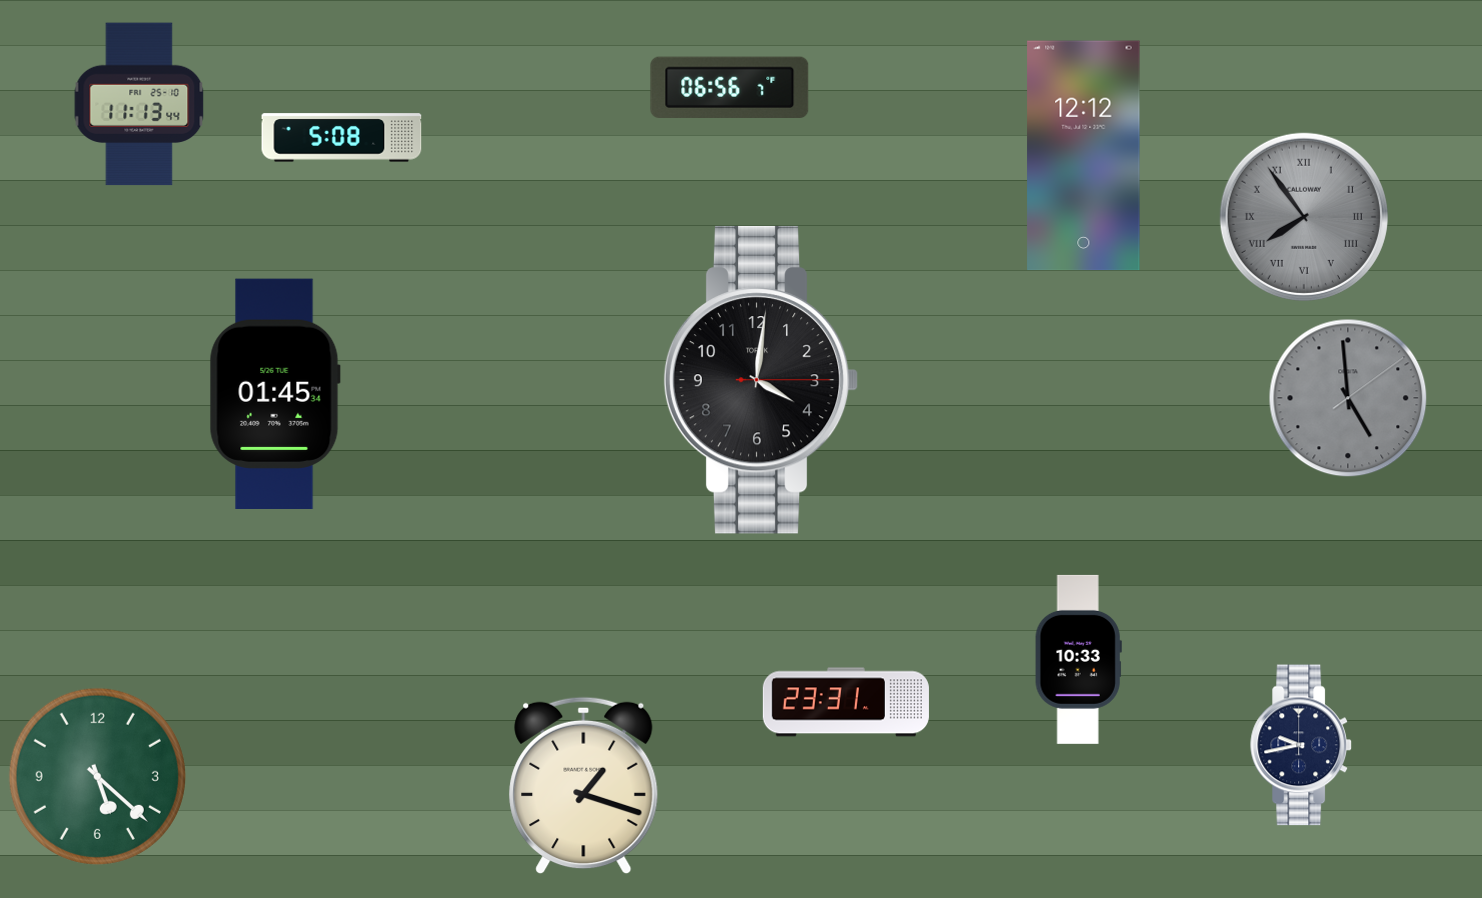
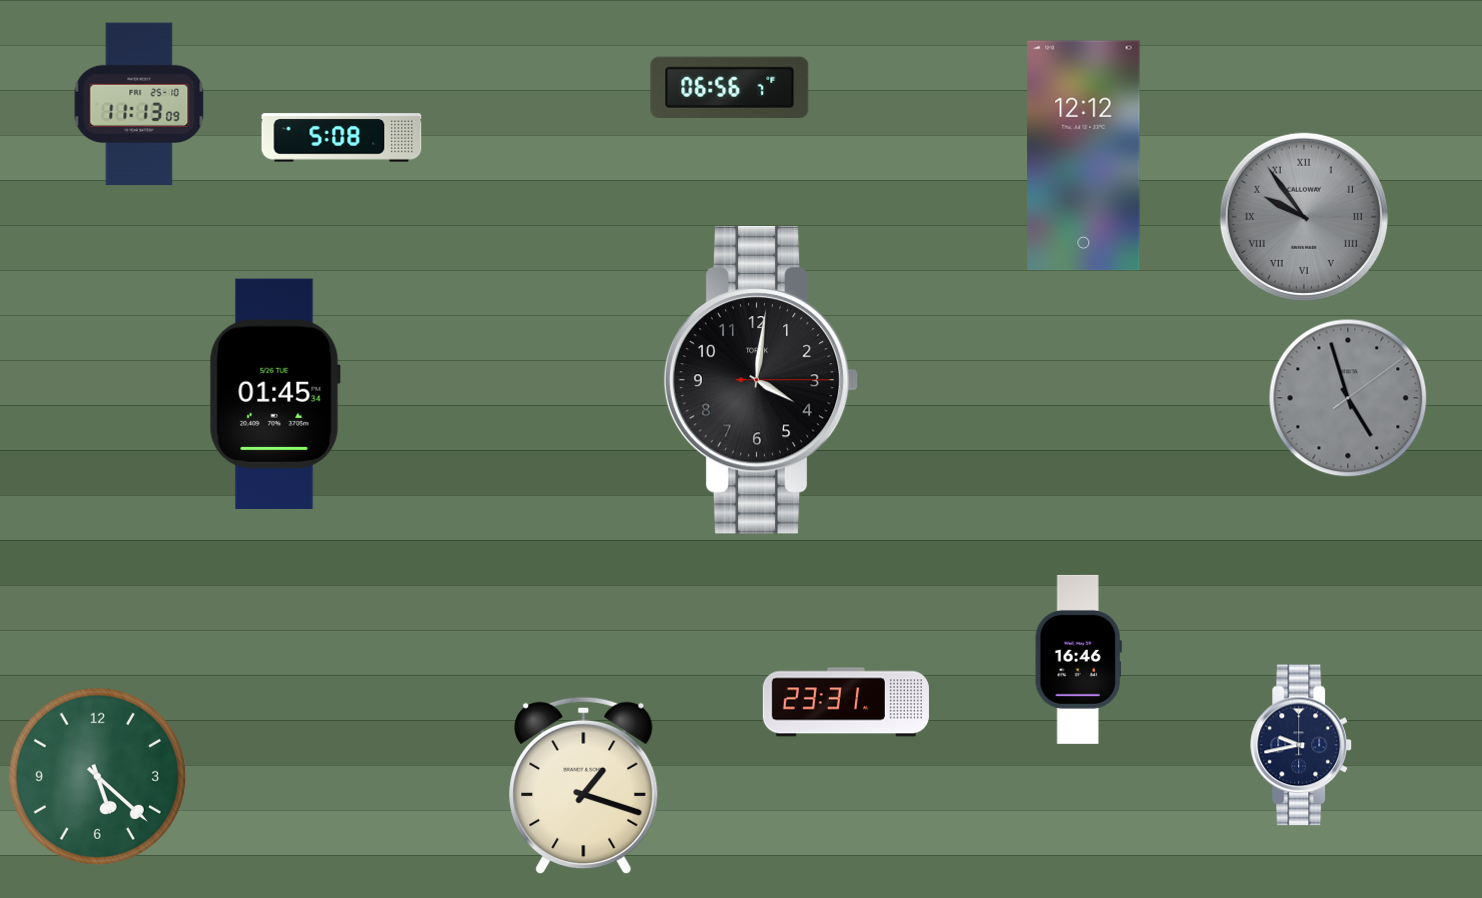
clock at (139, 104): 11:13:44 -> 11:13:09
clock at (1304, 217): 7:54 -> 9:54
clock at (1348, 398): 4:59 -> 4:57
clock at (1078, 659): 10:33 -> 16:46
